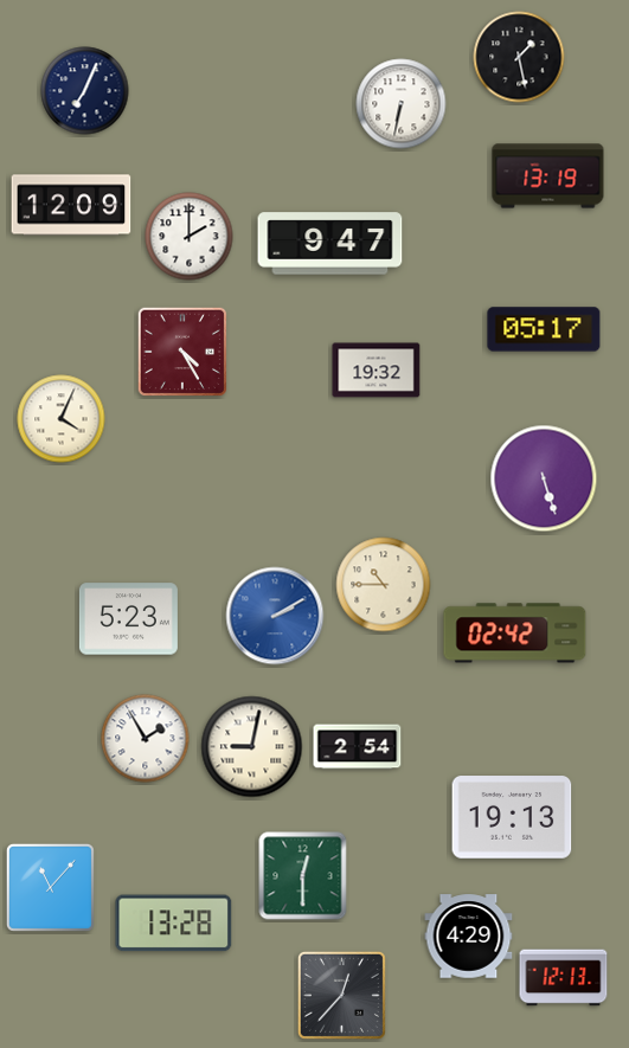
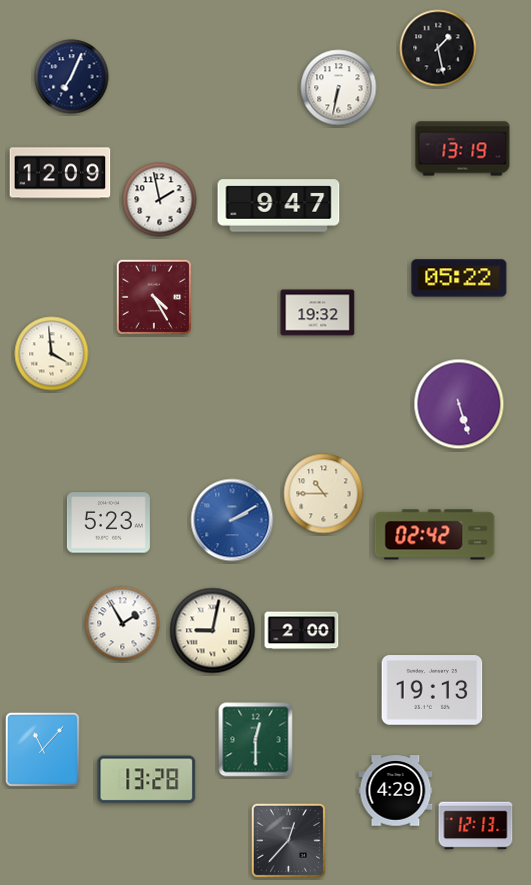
clock at (190, 237): 2:00 -> 1:58
clock at (544, 329): 05:17 -> 05:22
clock at (62, 419): 4:04 -> 3:59
clock at (358, 747): 2:54 -> 2:00
